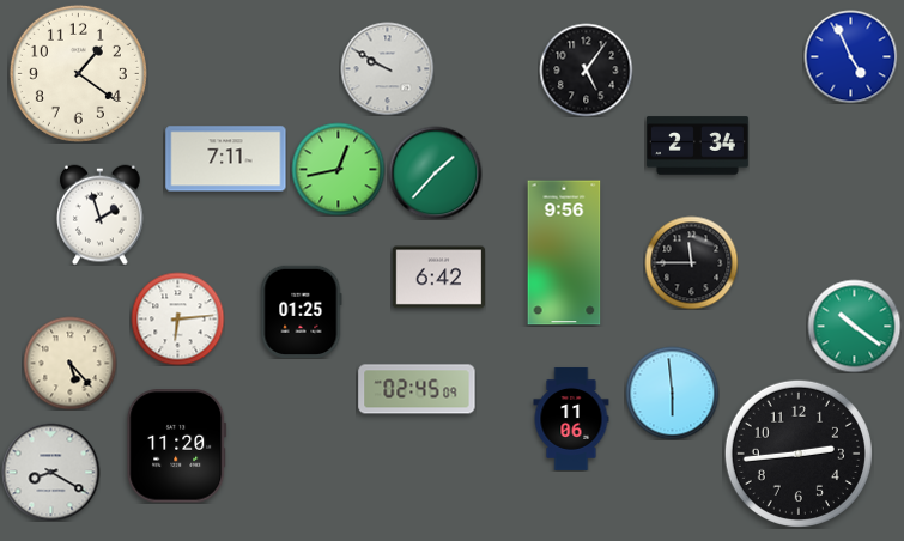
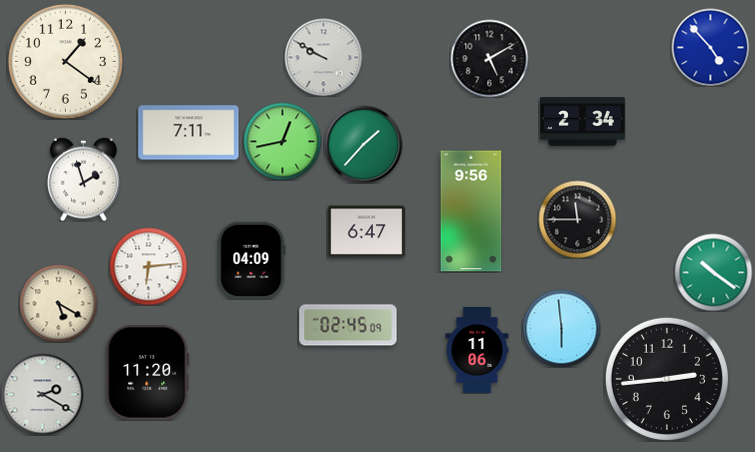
clock at (850, 56): 4:56 -> 4:53
clock at (586, 69): 5:06 -> 5:10
clock at (438, 278): 6:42 -> 6:47
clock at (301, 311): 01:25 -> 04:09
clock at (69, 363): 5:23 -> 5:20
clock at (50, 472): 8:20 -> 2:20
